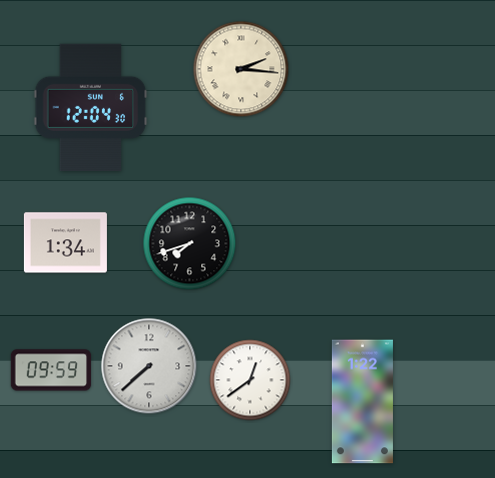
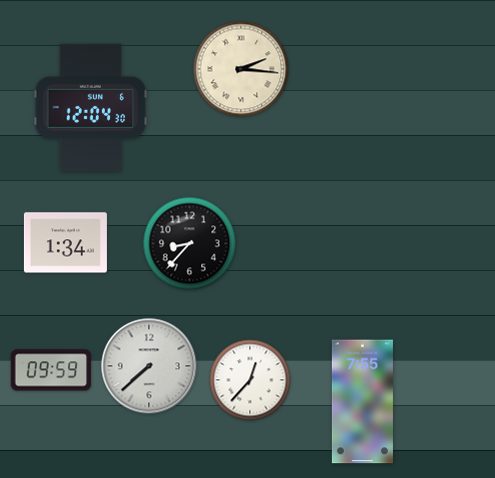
clock at (190, 244): 7:42 -> 8:37
clock at (250, 380): 12:39 -> 12:37
clock at (362, 402): 1:22 -> 7:55
